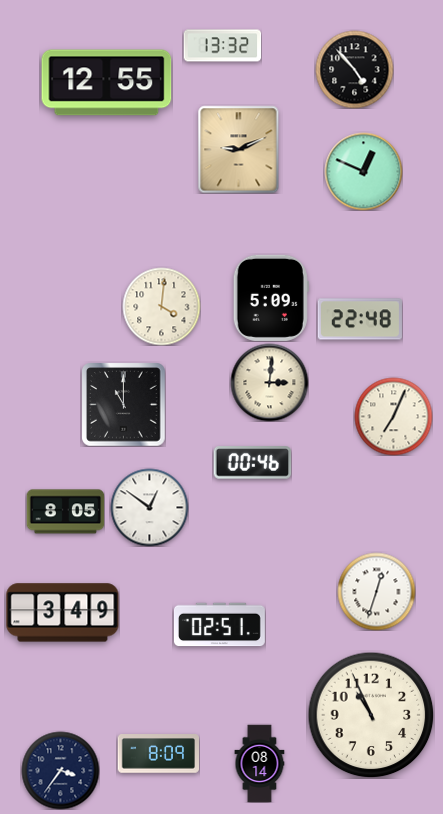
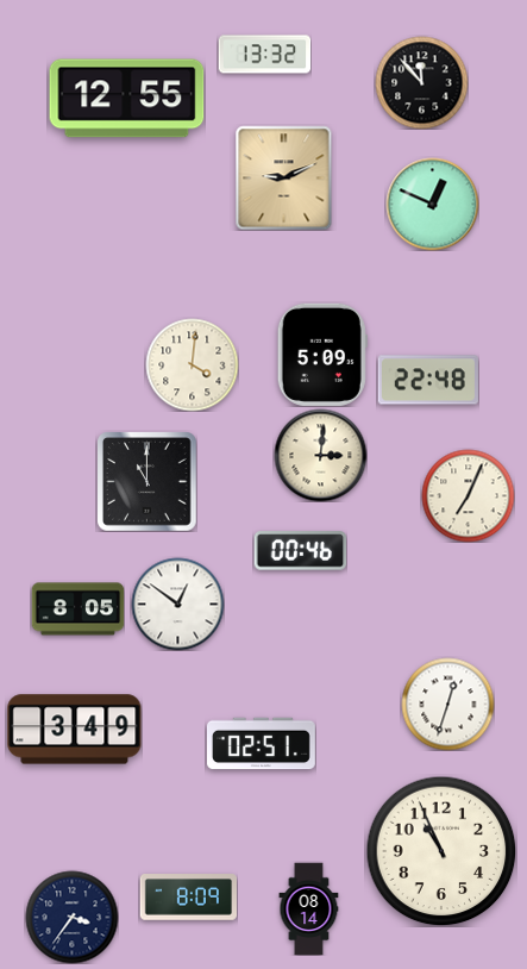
clock at (354, 69): 4:53 -> 11:53
